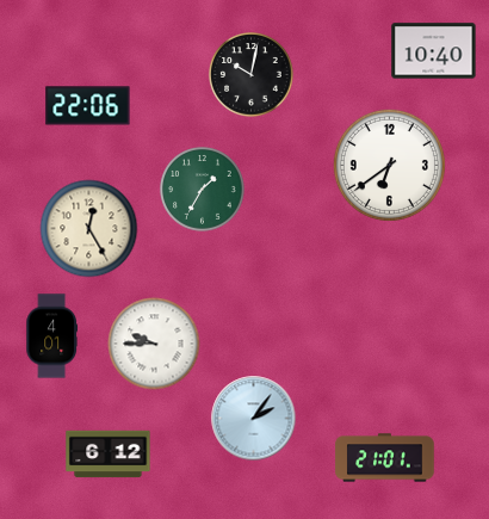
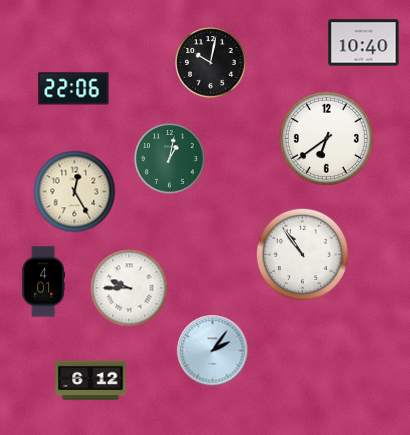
clock at (203, 190): 1:35 -> 1:02
clock at (302, 254): none -> 10:54
clock at (385, 458): 21:01 -> none
